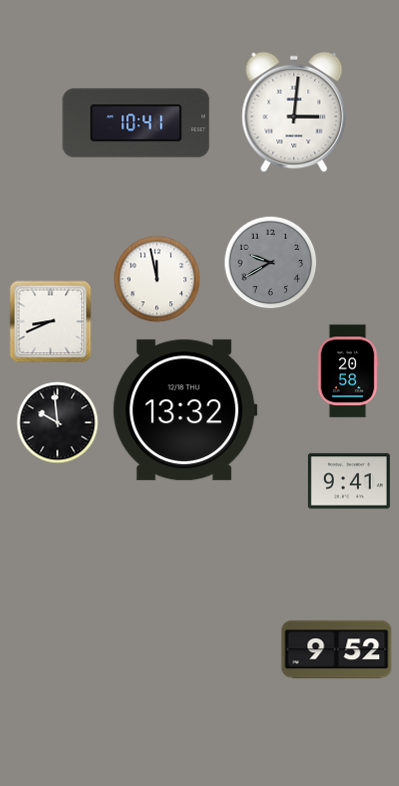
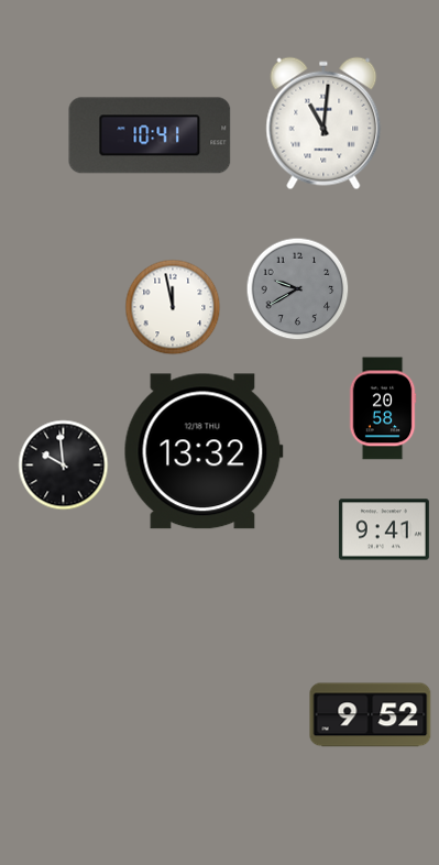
clock at (294, 112): 3:01 -> 11:01
clock at (51, 322): 8:41 -> none
